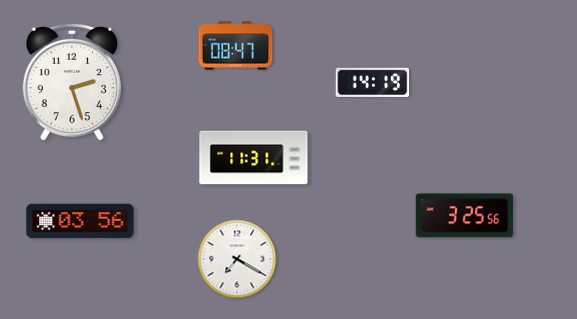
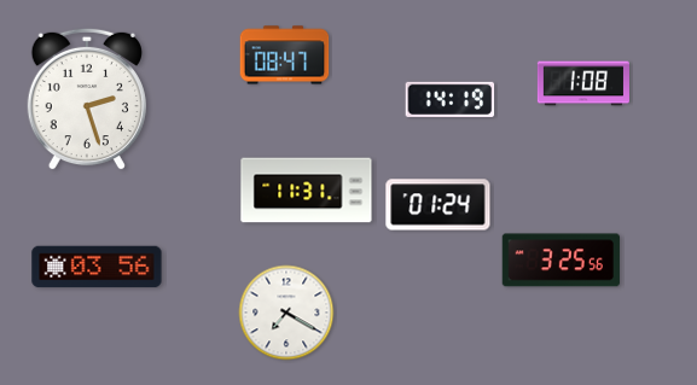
clock at (583, 83): none -> 1:08
clock at (438, 205): none -> 01:24
